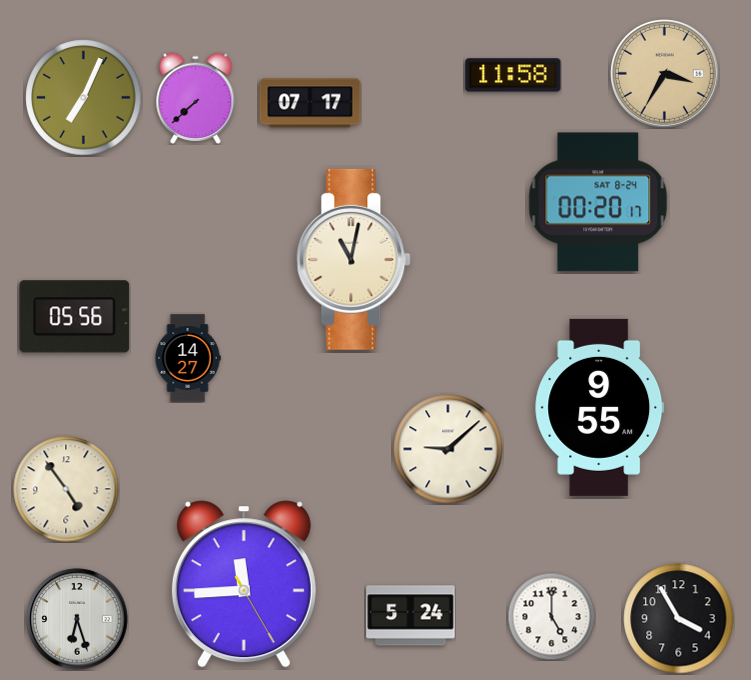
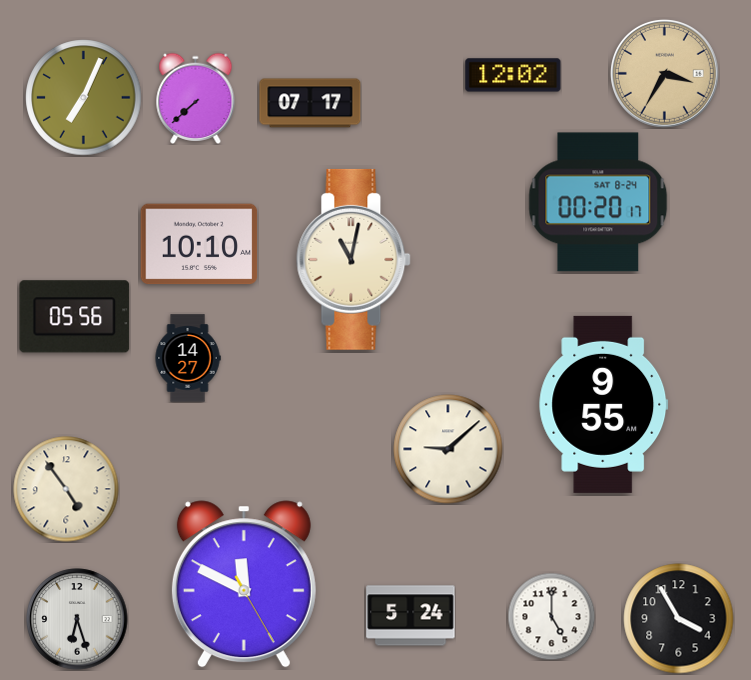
clock at (513, 75): 11:58 -> 12:02
clock at (199, 244): none -> 10:10
clock at (600, 407) position: (600, 407) -> (604, 404)
clock at (244, 584): 11:44 -> 11:49
